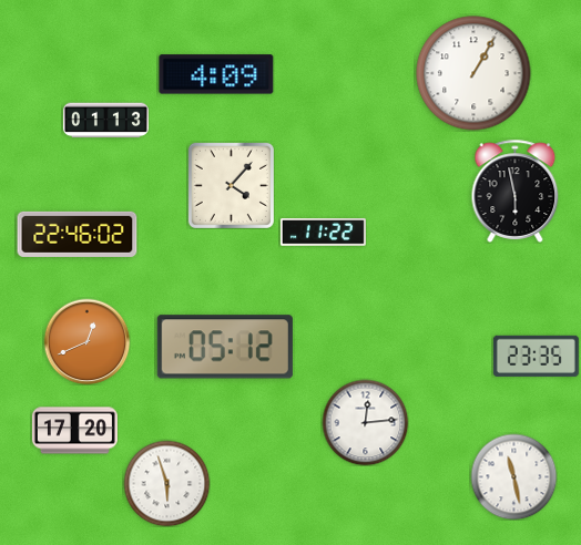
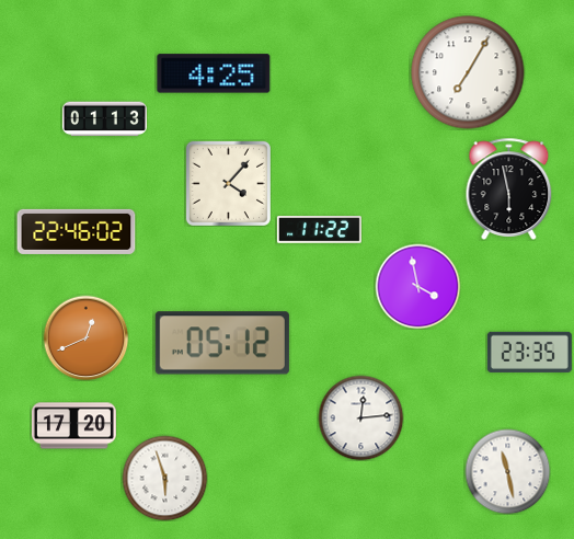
clock at (473, 73): 1:05 -> 7:05
clock at (216, 74): 4:09 -> 4:25
clock at (417, 286): none -> 3:58
